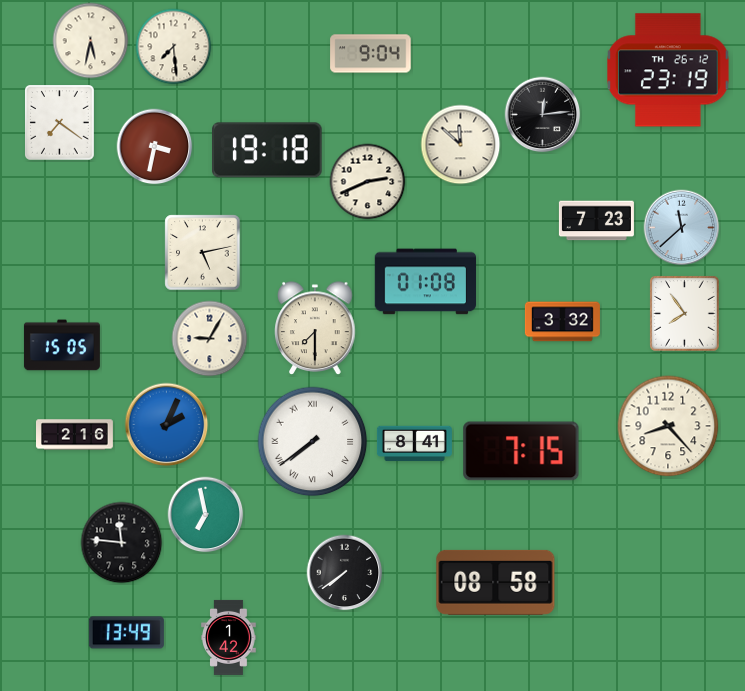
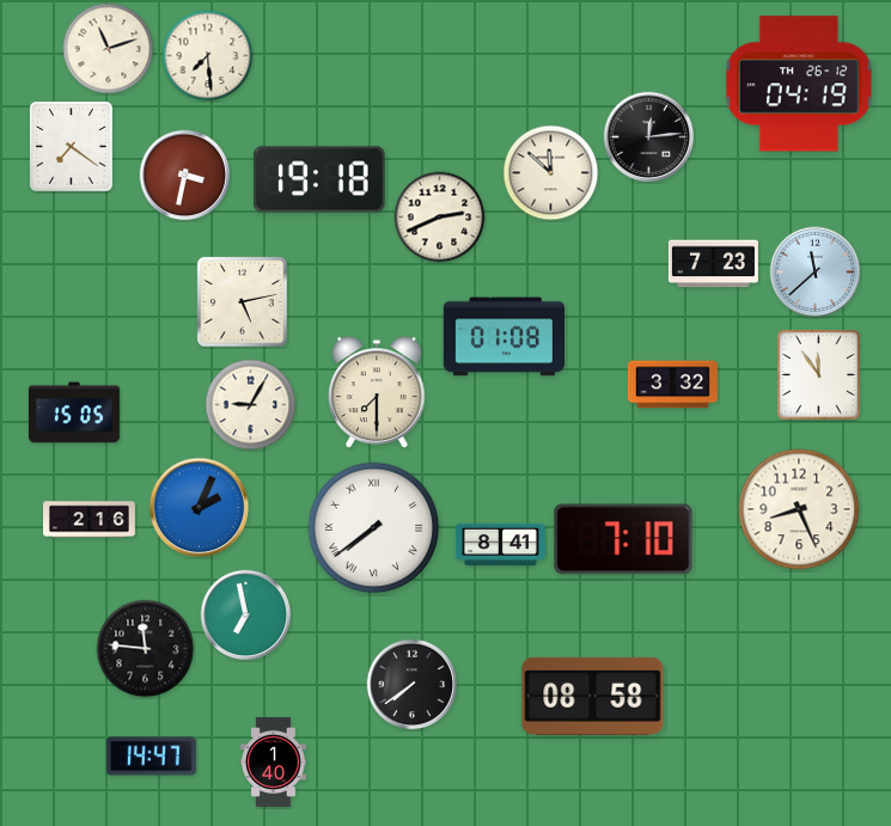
clock at (91, 41): 5:32 -> 11:12
clock at (371, 54): 9:04 -> none
clock at (669, 70): 23:19 -> 04:19
clock at (426, 282) position: (426, 282) -> (505, 337)
clock at (685, 314): 7:54 -> 11:54
clock at (668, 426): 8:23 -> 8:26
clock at (414, 444) position: (414, 444) -> (500, 545)
clock at (521, 451): 7:15 -> 7:10
clock at (126, 633): 13:49 -> 14:47
clock at (229, 637): 1:42 -> 1:40
